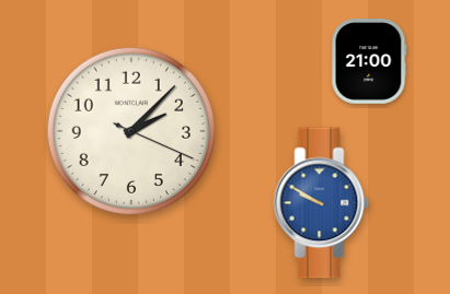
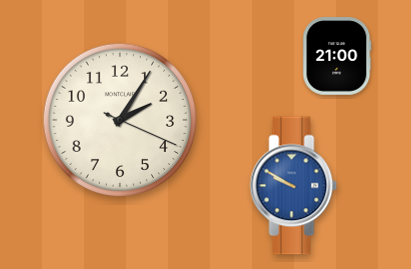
clock at (131, 131): 2:07 -> 2:05
